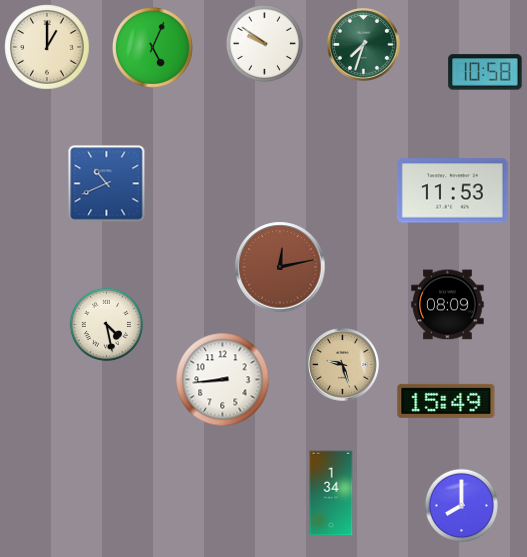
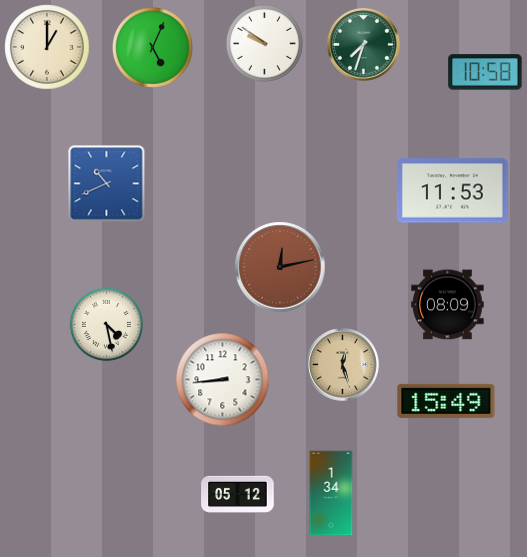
clock at (343, 365): 9:27 -> 12:27
clock at (238, 494): none -> 05:12
clock at (461, 505): 8:00 -> none
